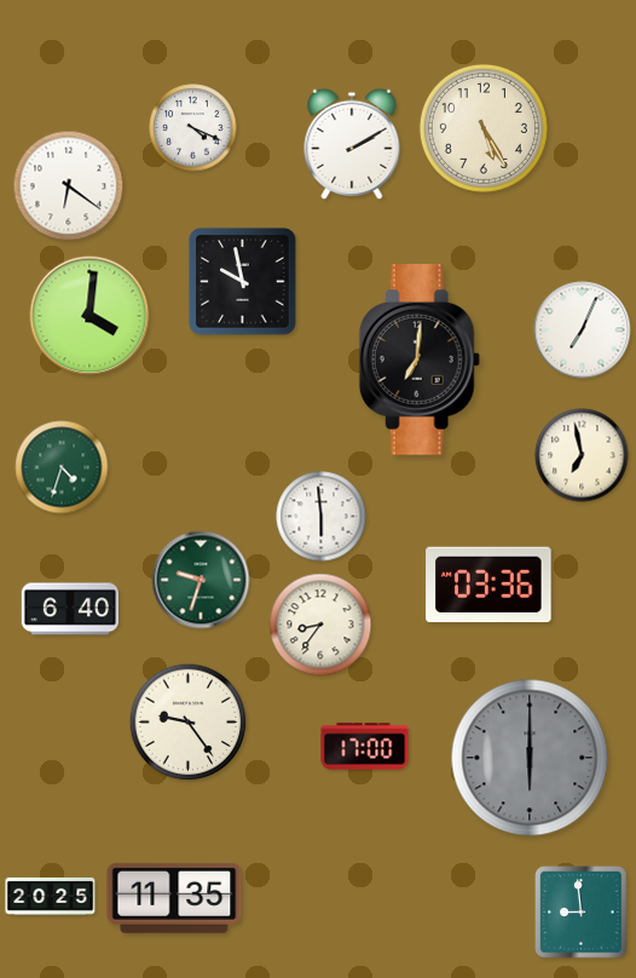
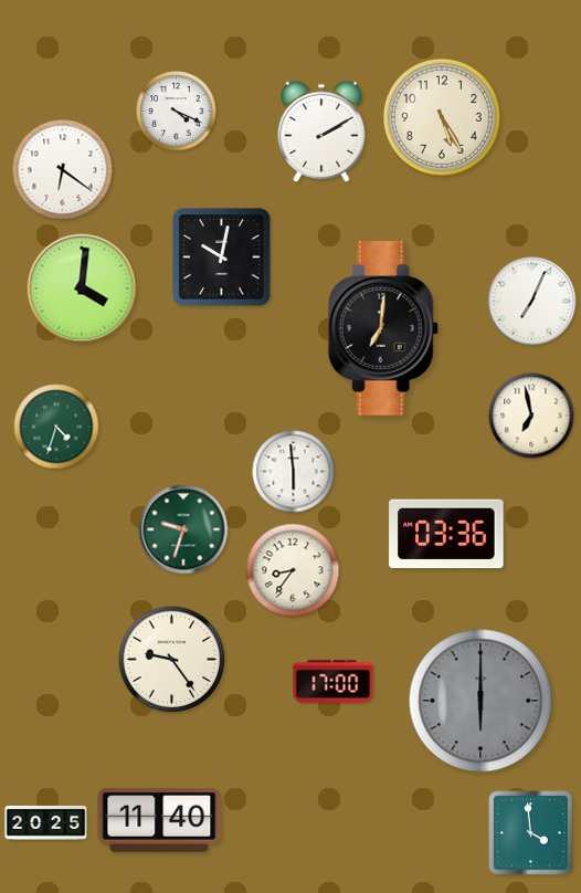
clock at (193, 128) position: (193, 128) -> (177, 112)
clock at (243, 282): 9:58 -> 10:02
clock at (69, 609): 6:40 -> none
clock at (530, 758) position: (530, 758) -> (480, 701)
clock at (51, 896) position: (51, 896) -> (46, 822)
clock at (174, 898): 11:35 -> 11:40
clock at (582, 913): 8:59 -> 3:59
